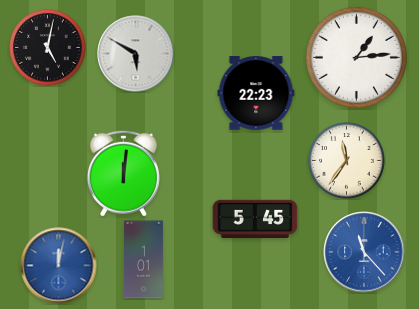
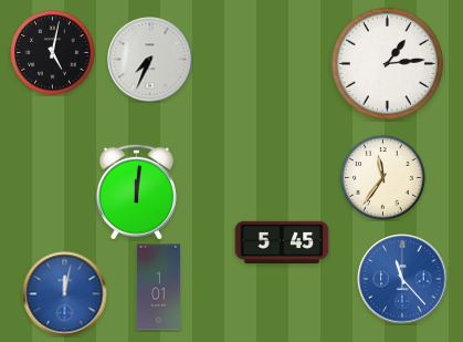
clock at (136, 54): 5:50 -> 7:34
clock at (356, 57) position: (356, 57) -> (387, 63)
clock at (256, 93): 22:23 -> none
